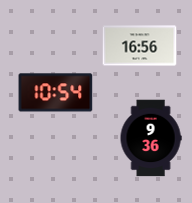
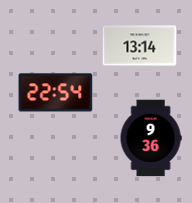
clock at (140, 46): 16:56 -> 13:14
clock at (56, 93): 10:54 -> 22:54
